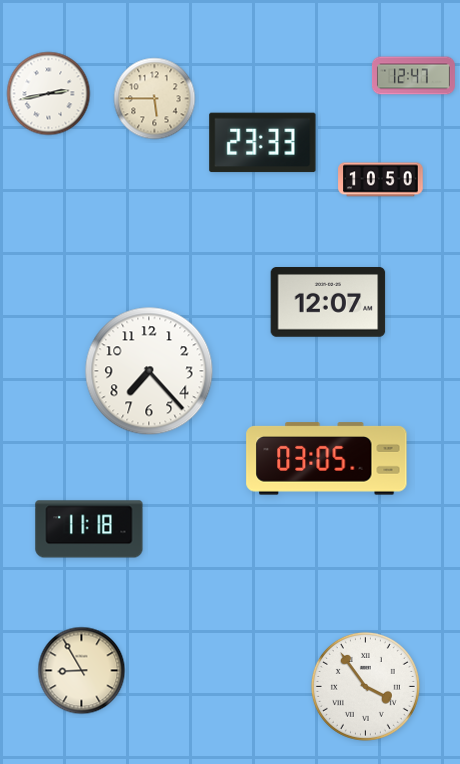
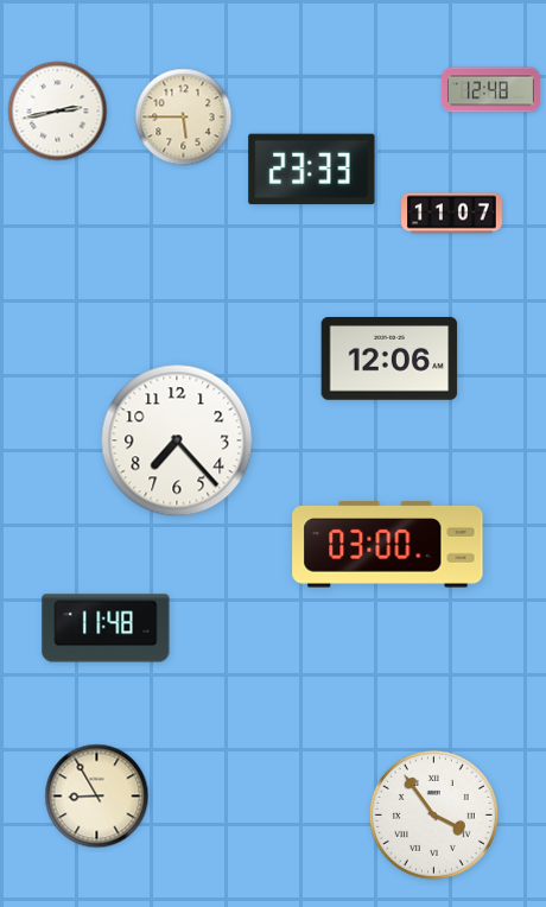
clock at (413, 76): 12:47 -> 12:48
clock at (381, 180): 10:50 -> 11:07
clock at (328, 303): 12:07 -> 12:06
clock at (327, 459): 03:05 -> 03:00
clock at (89, 529): 11:18 -> 11:48
